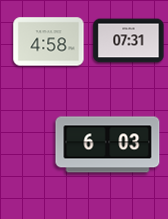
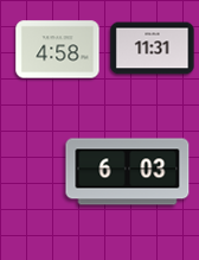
clock at (129, 41): 07:31 -> 11:31
